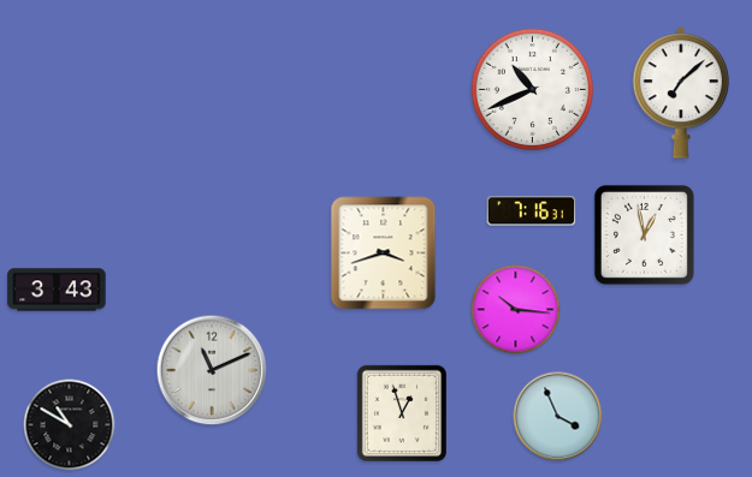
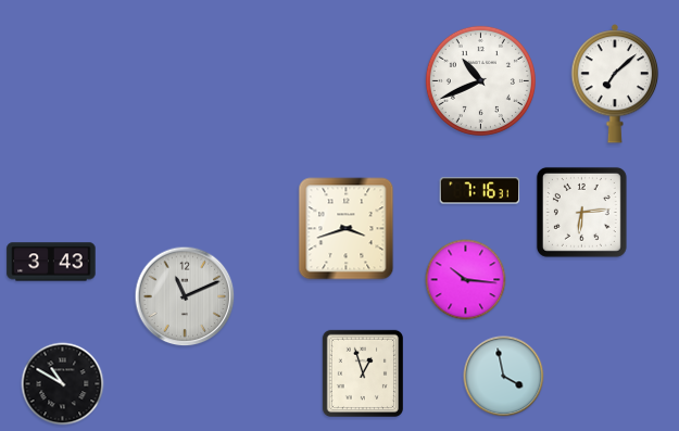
clock at (644, 234): 12:58 -> 6:14
clock at (212, 370) position: (212, 370) -> (185, 296)
clock at (558, 417): 3:56 -> 3:58
